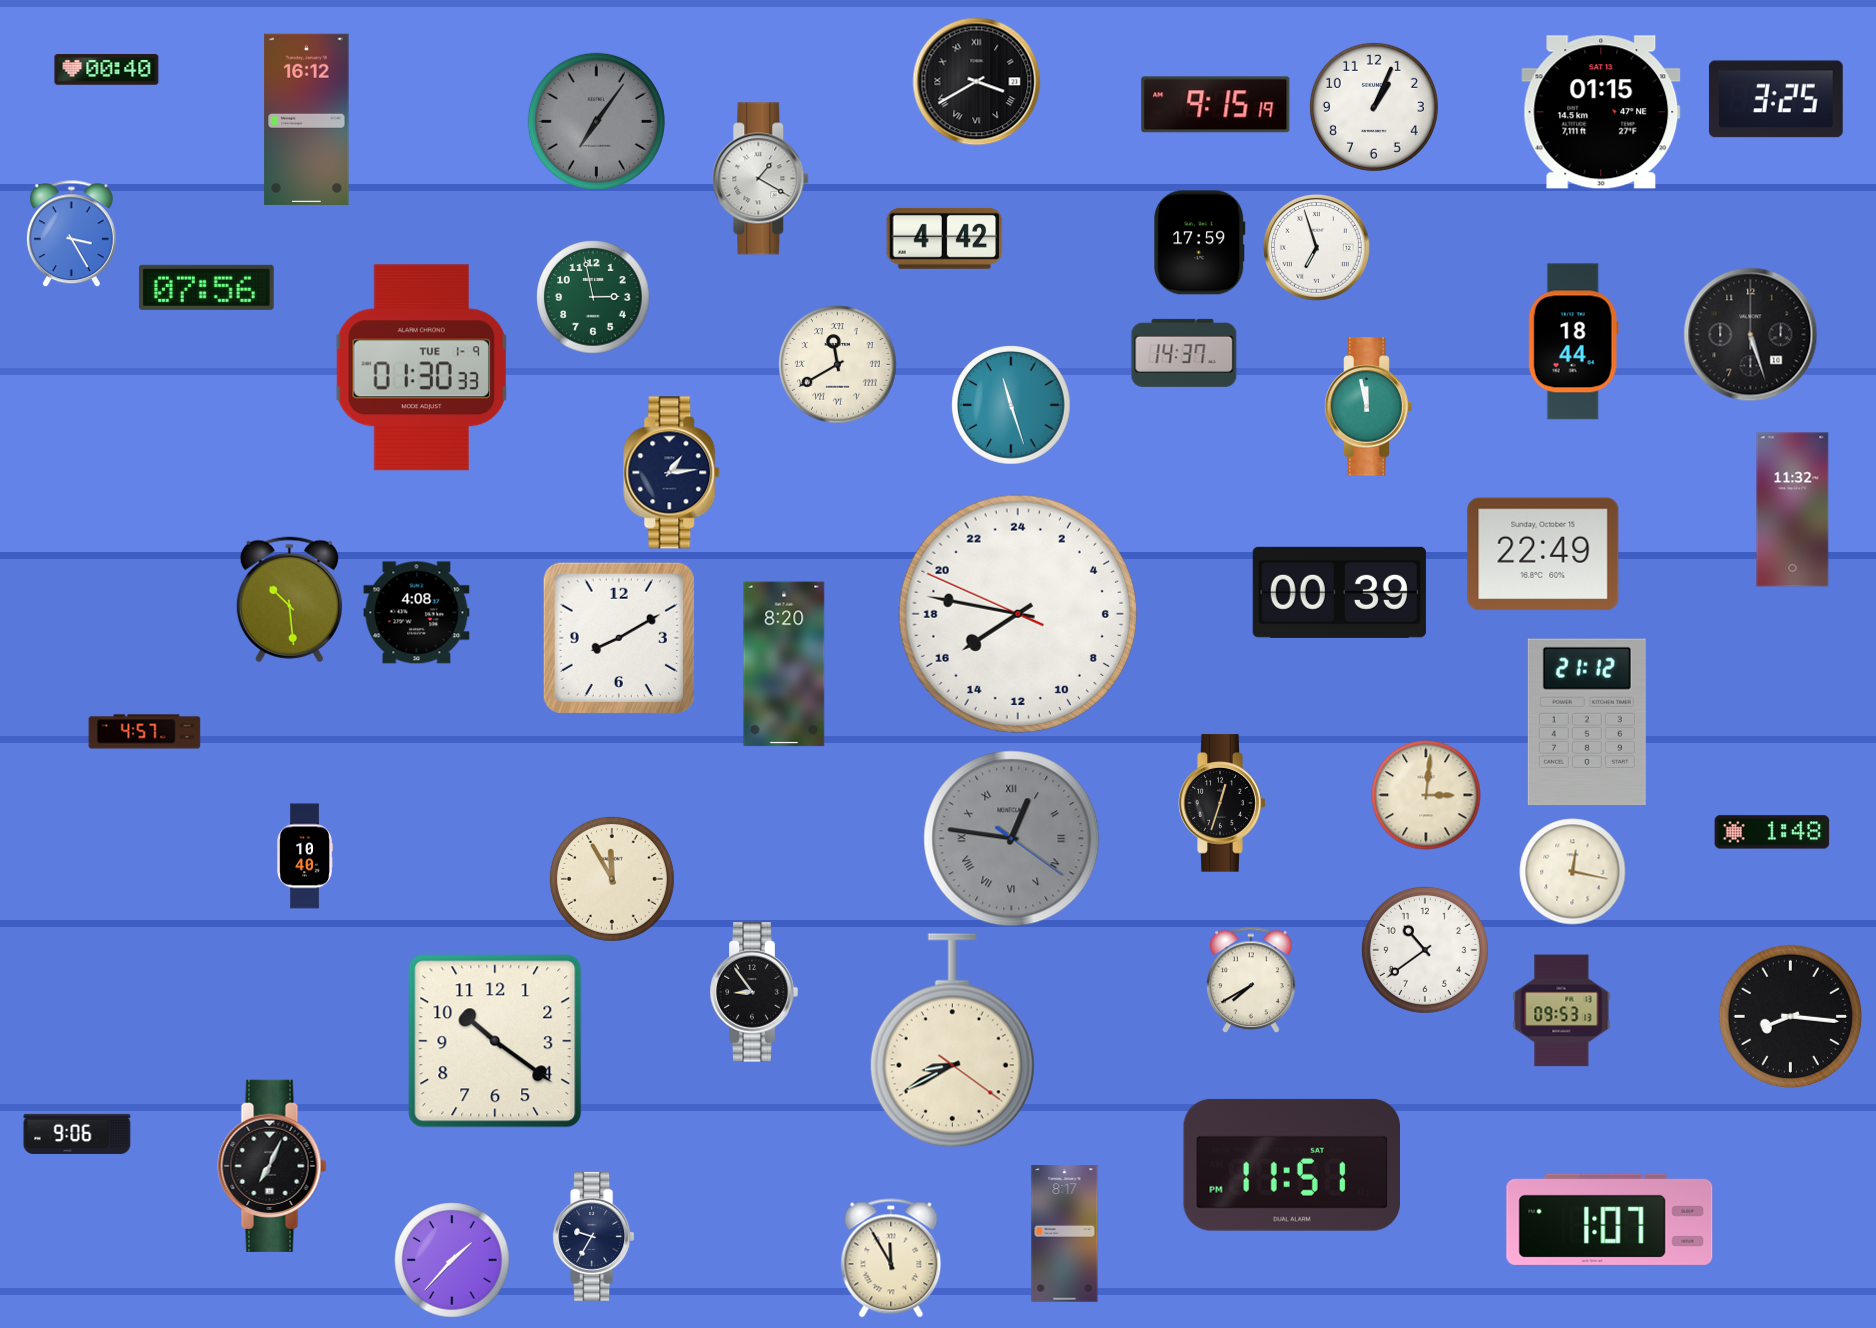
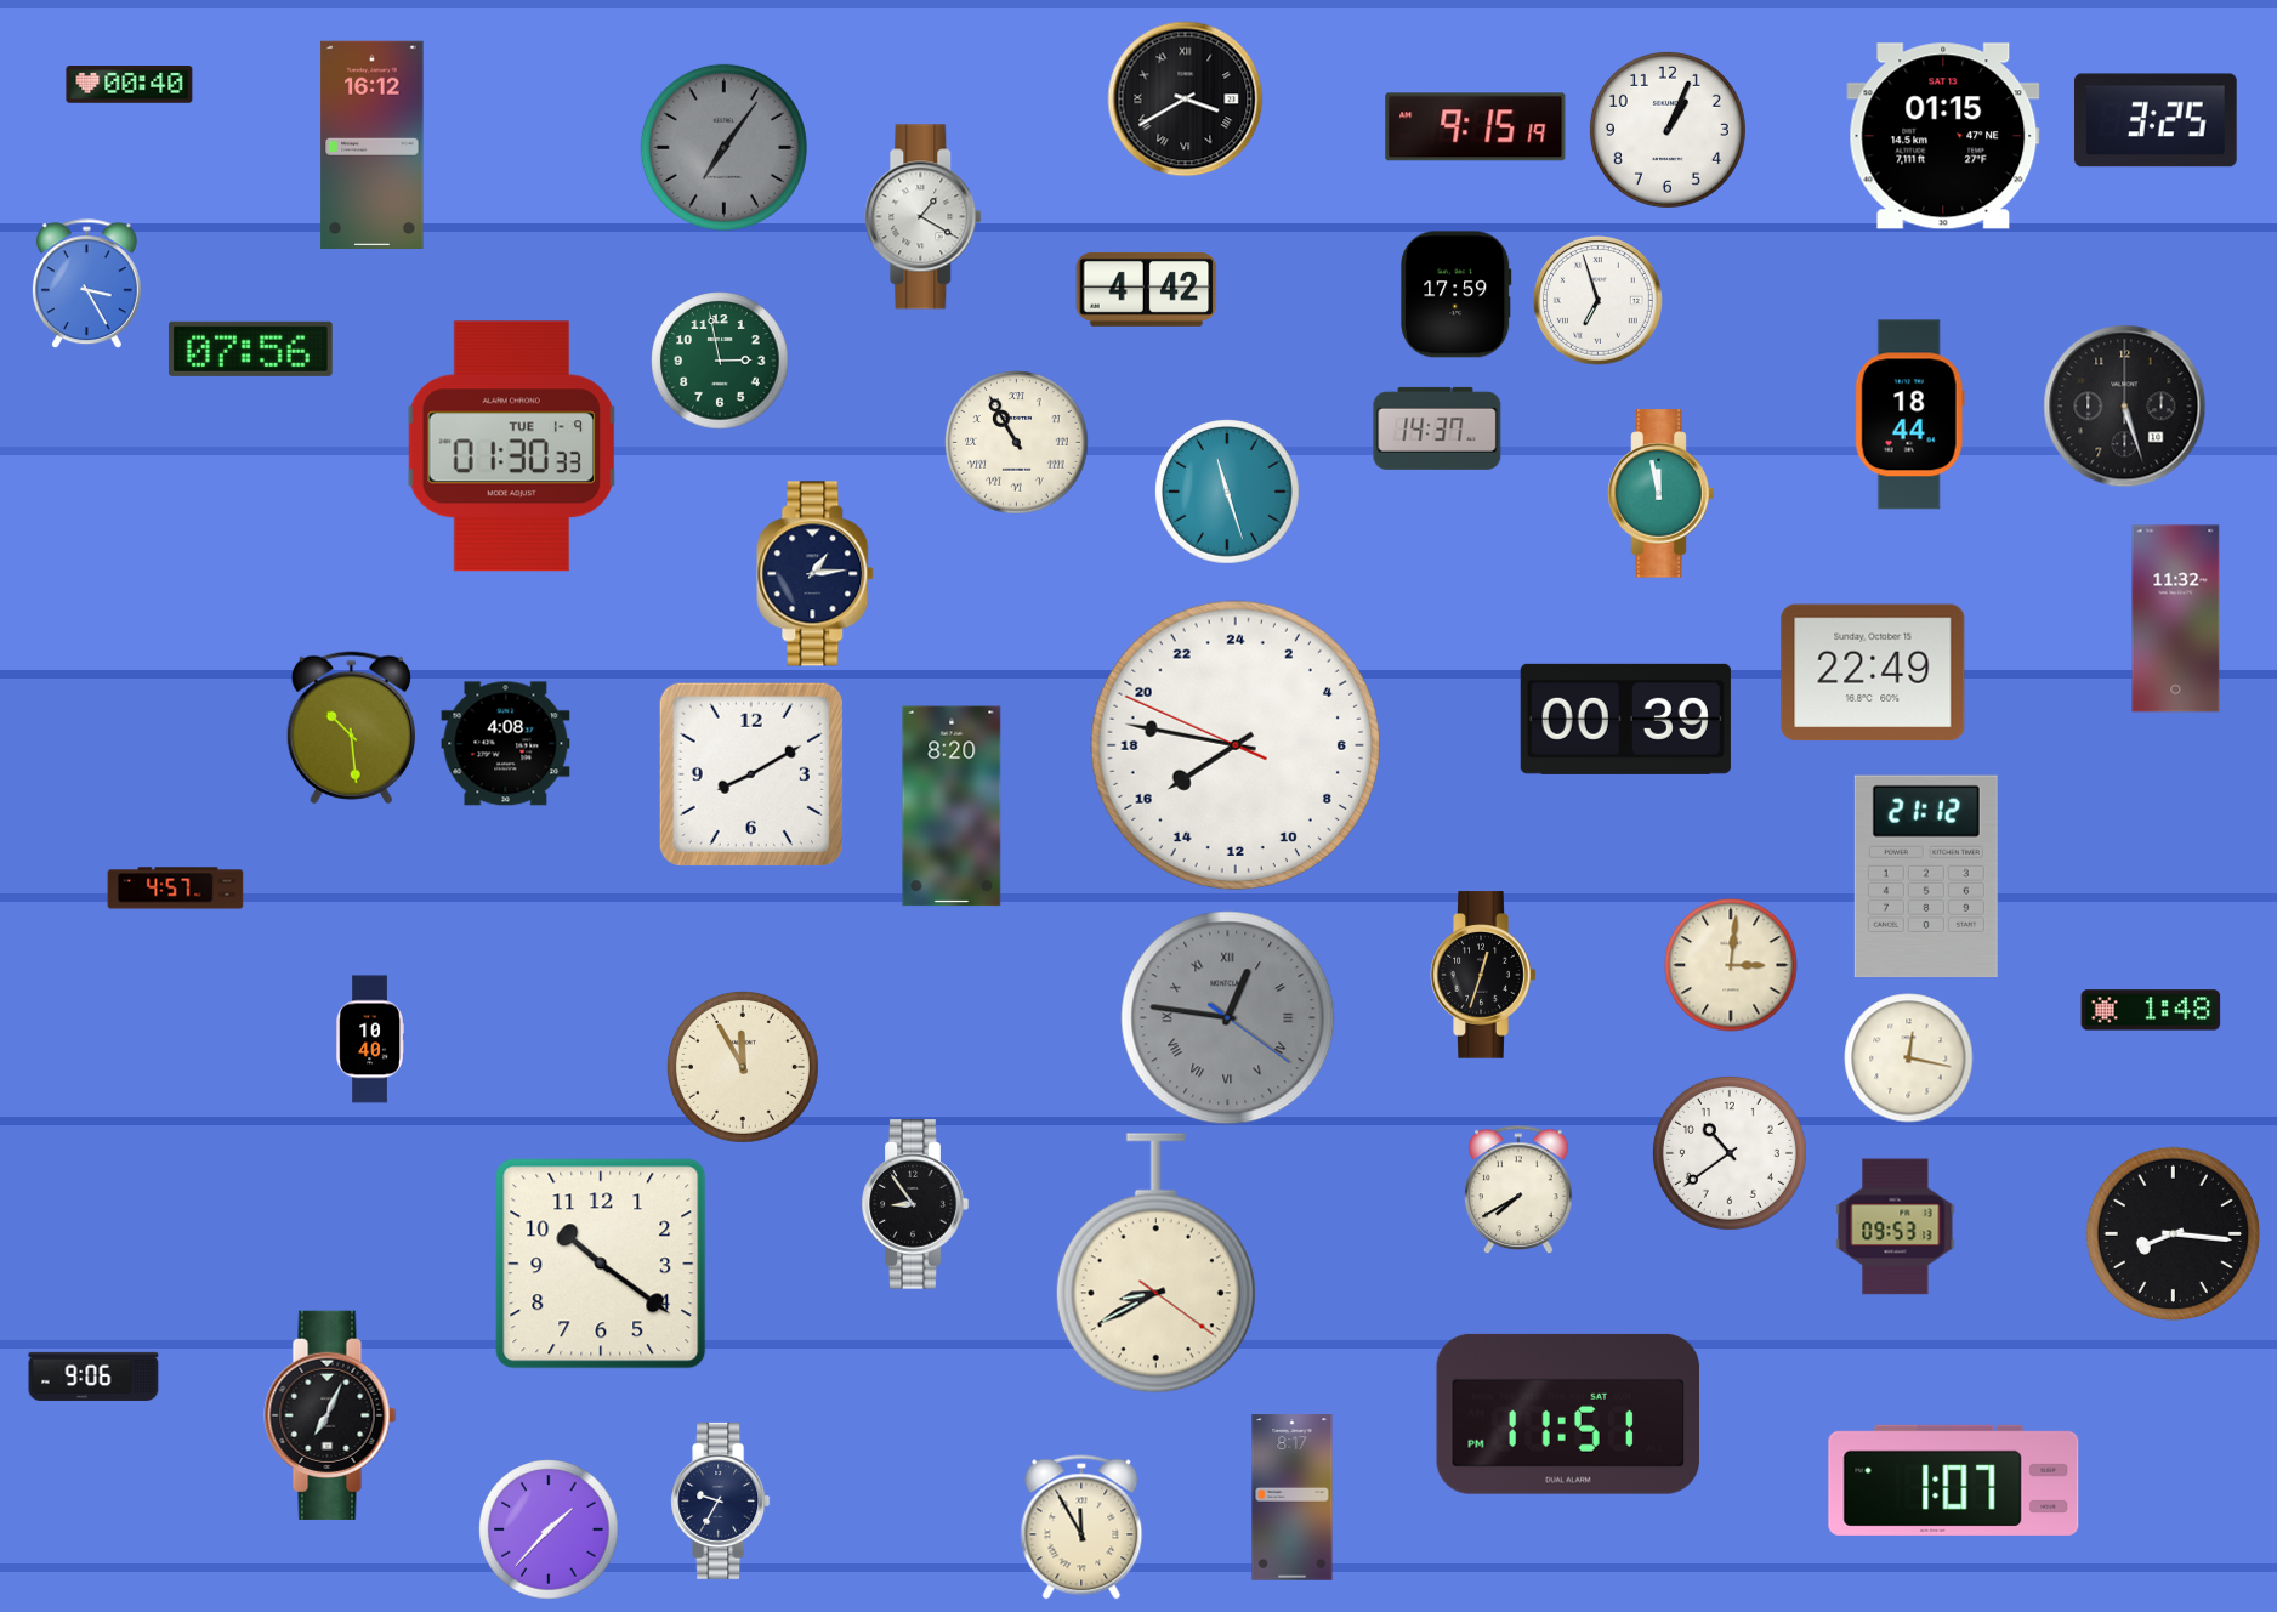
clock at (838, 365): 11:40 -> 10:55
